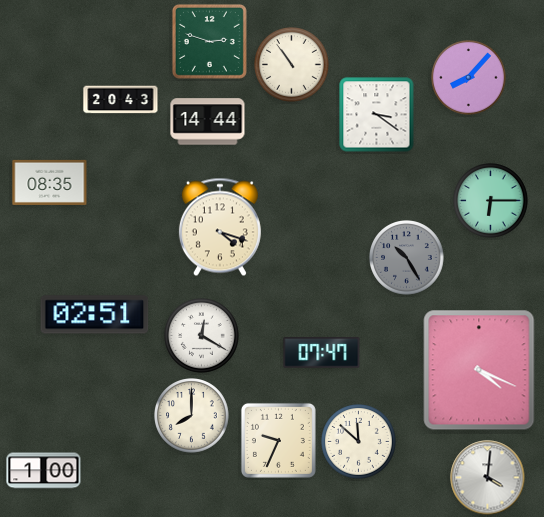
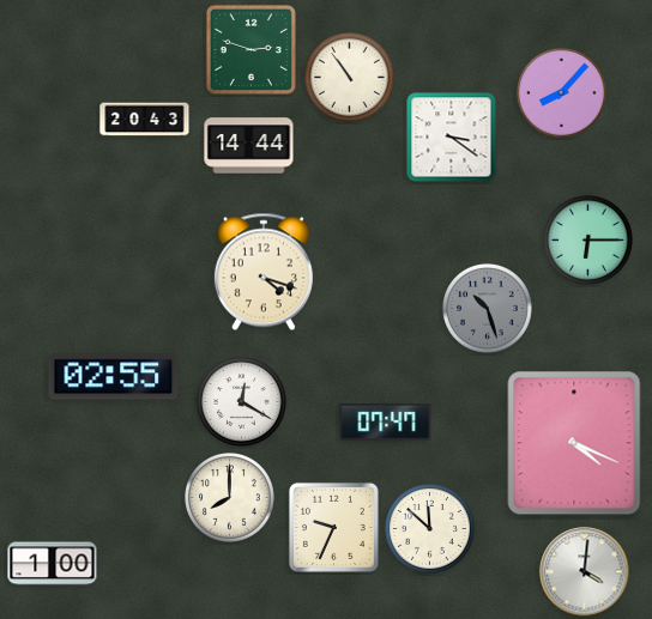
clock at (50, 182): 08:35 -> none
clock at (407, 258): 10:25 -> 10:27
clock at (95, 315): 02:51 -> 02:55
